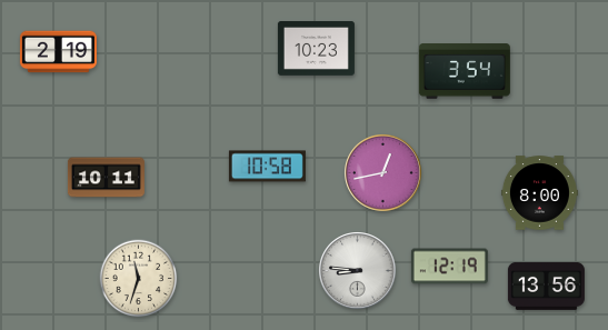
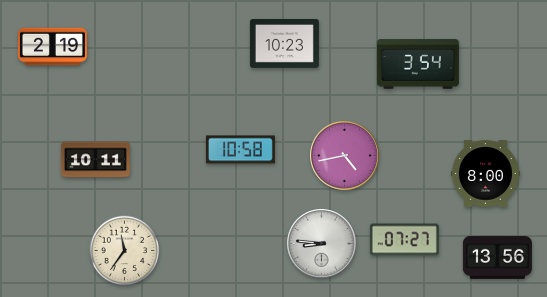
clock at (383, 173): 12:43 -> 4:43
clock at (449, 267): 12:19 -> 07:27
clock at (139, 279): 11:33 -> 11:36
clock at (546, 286) position: (546, 286) -> (497, 257)
